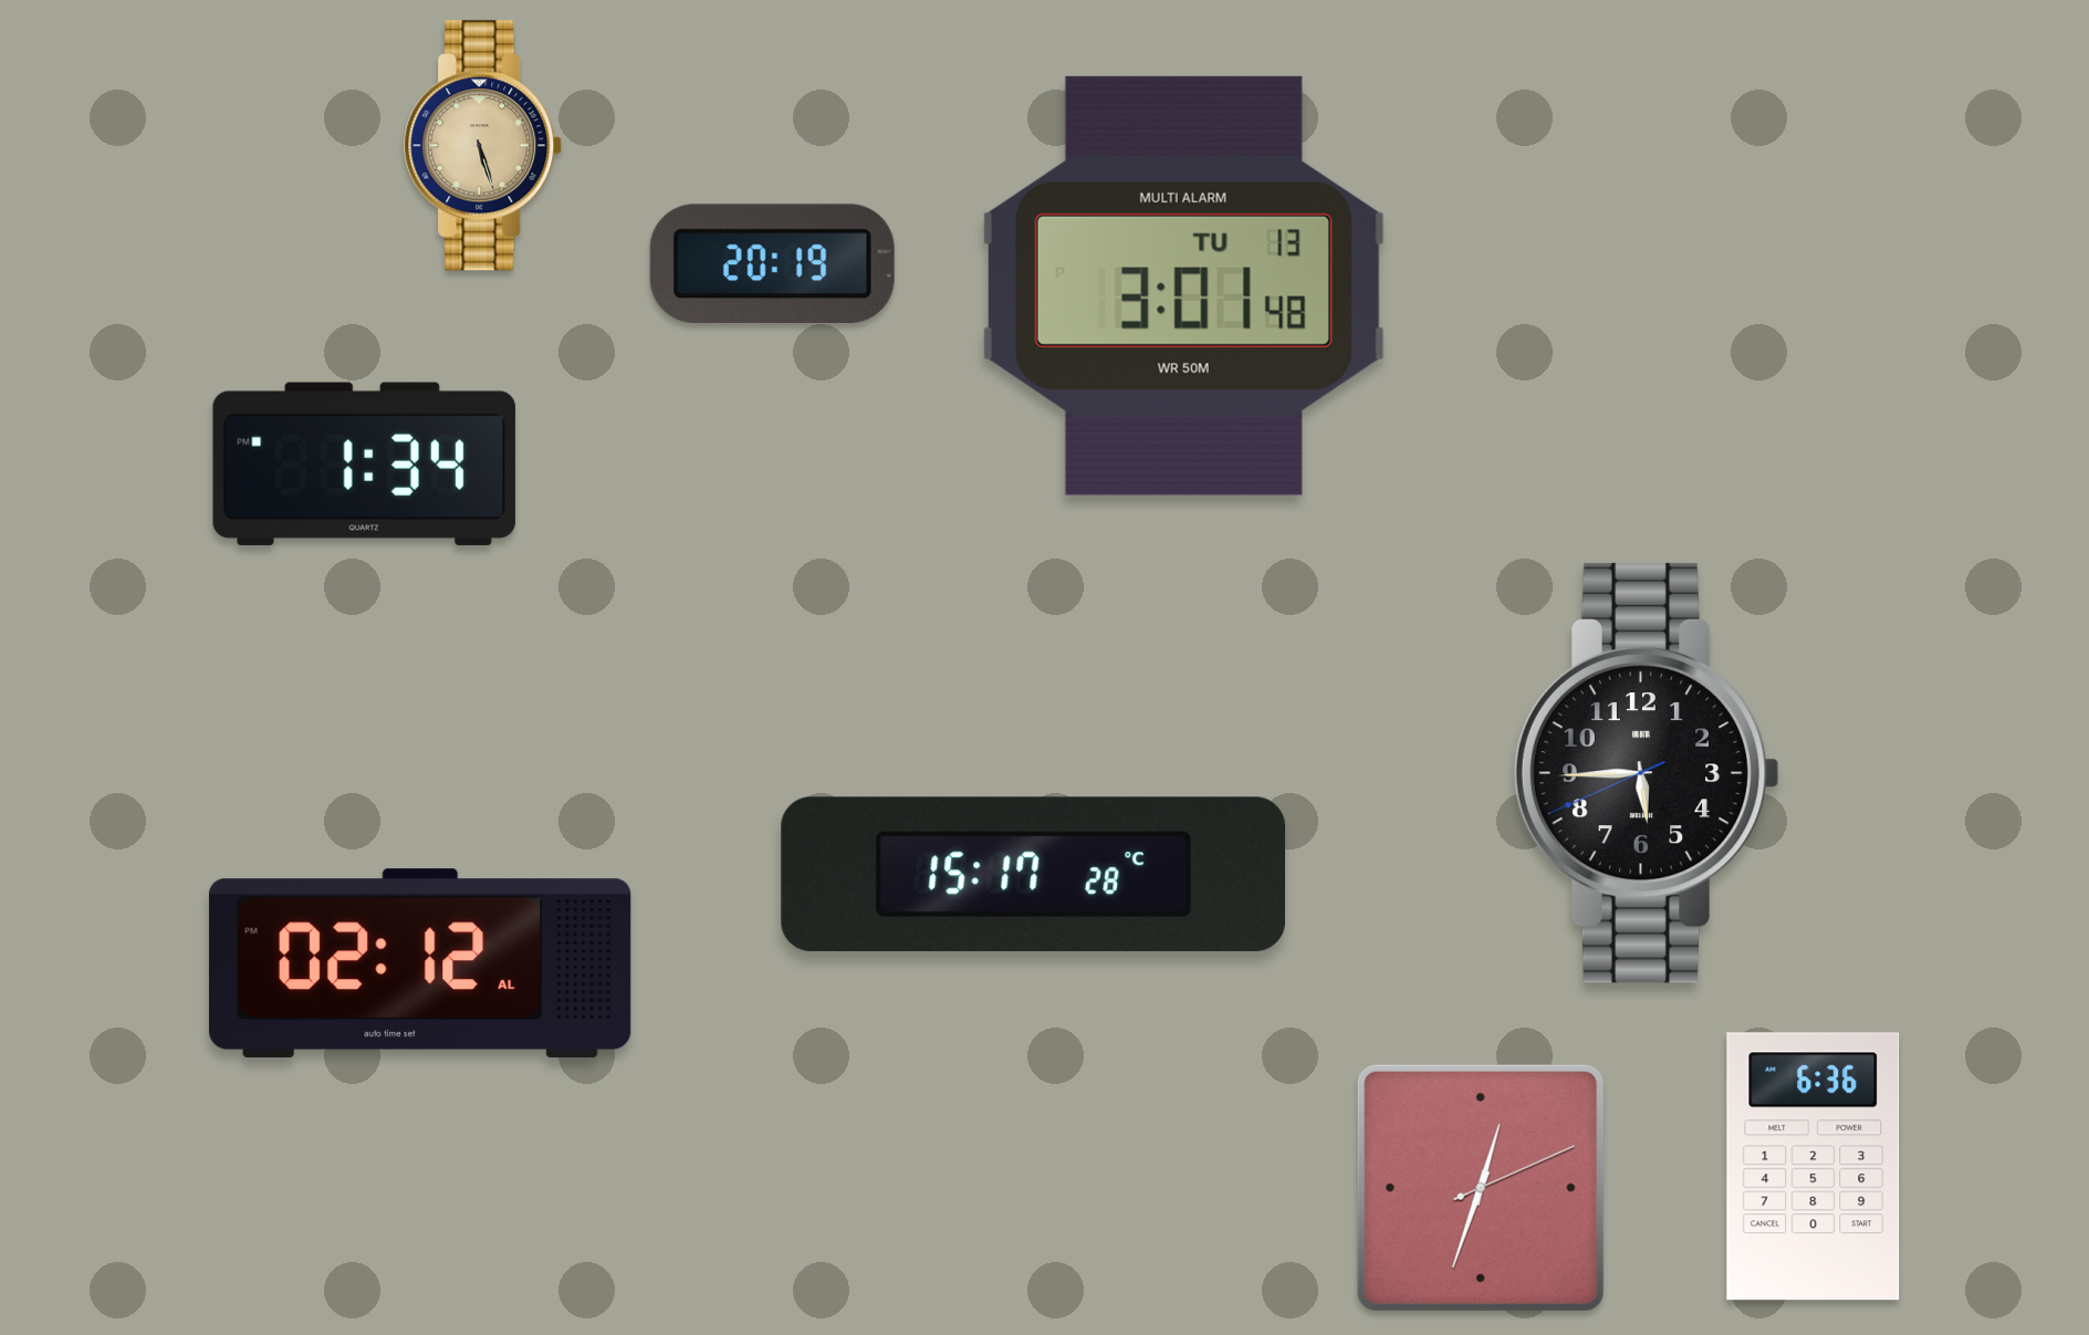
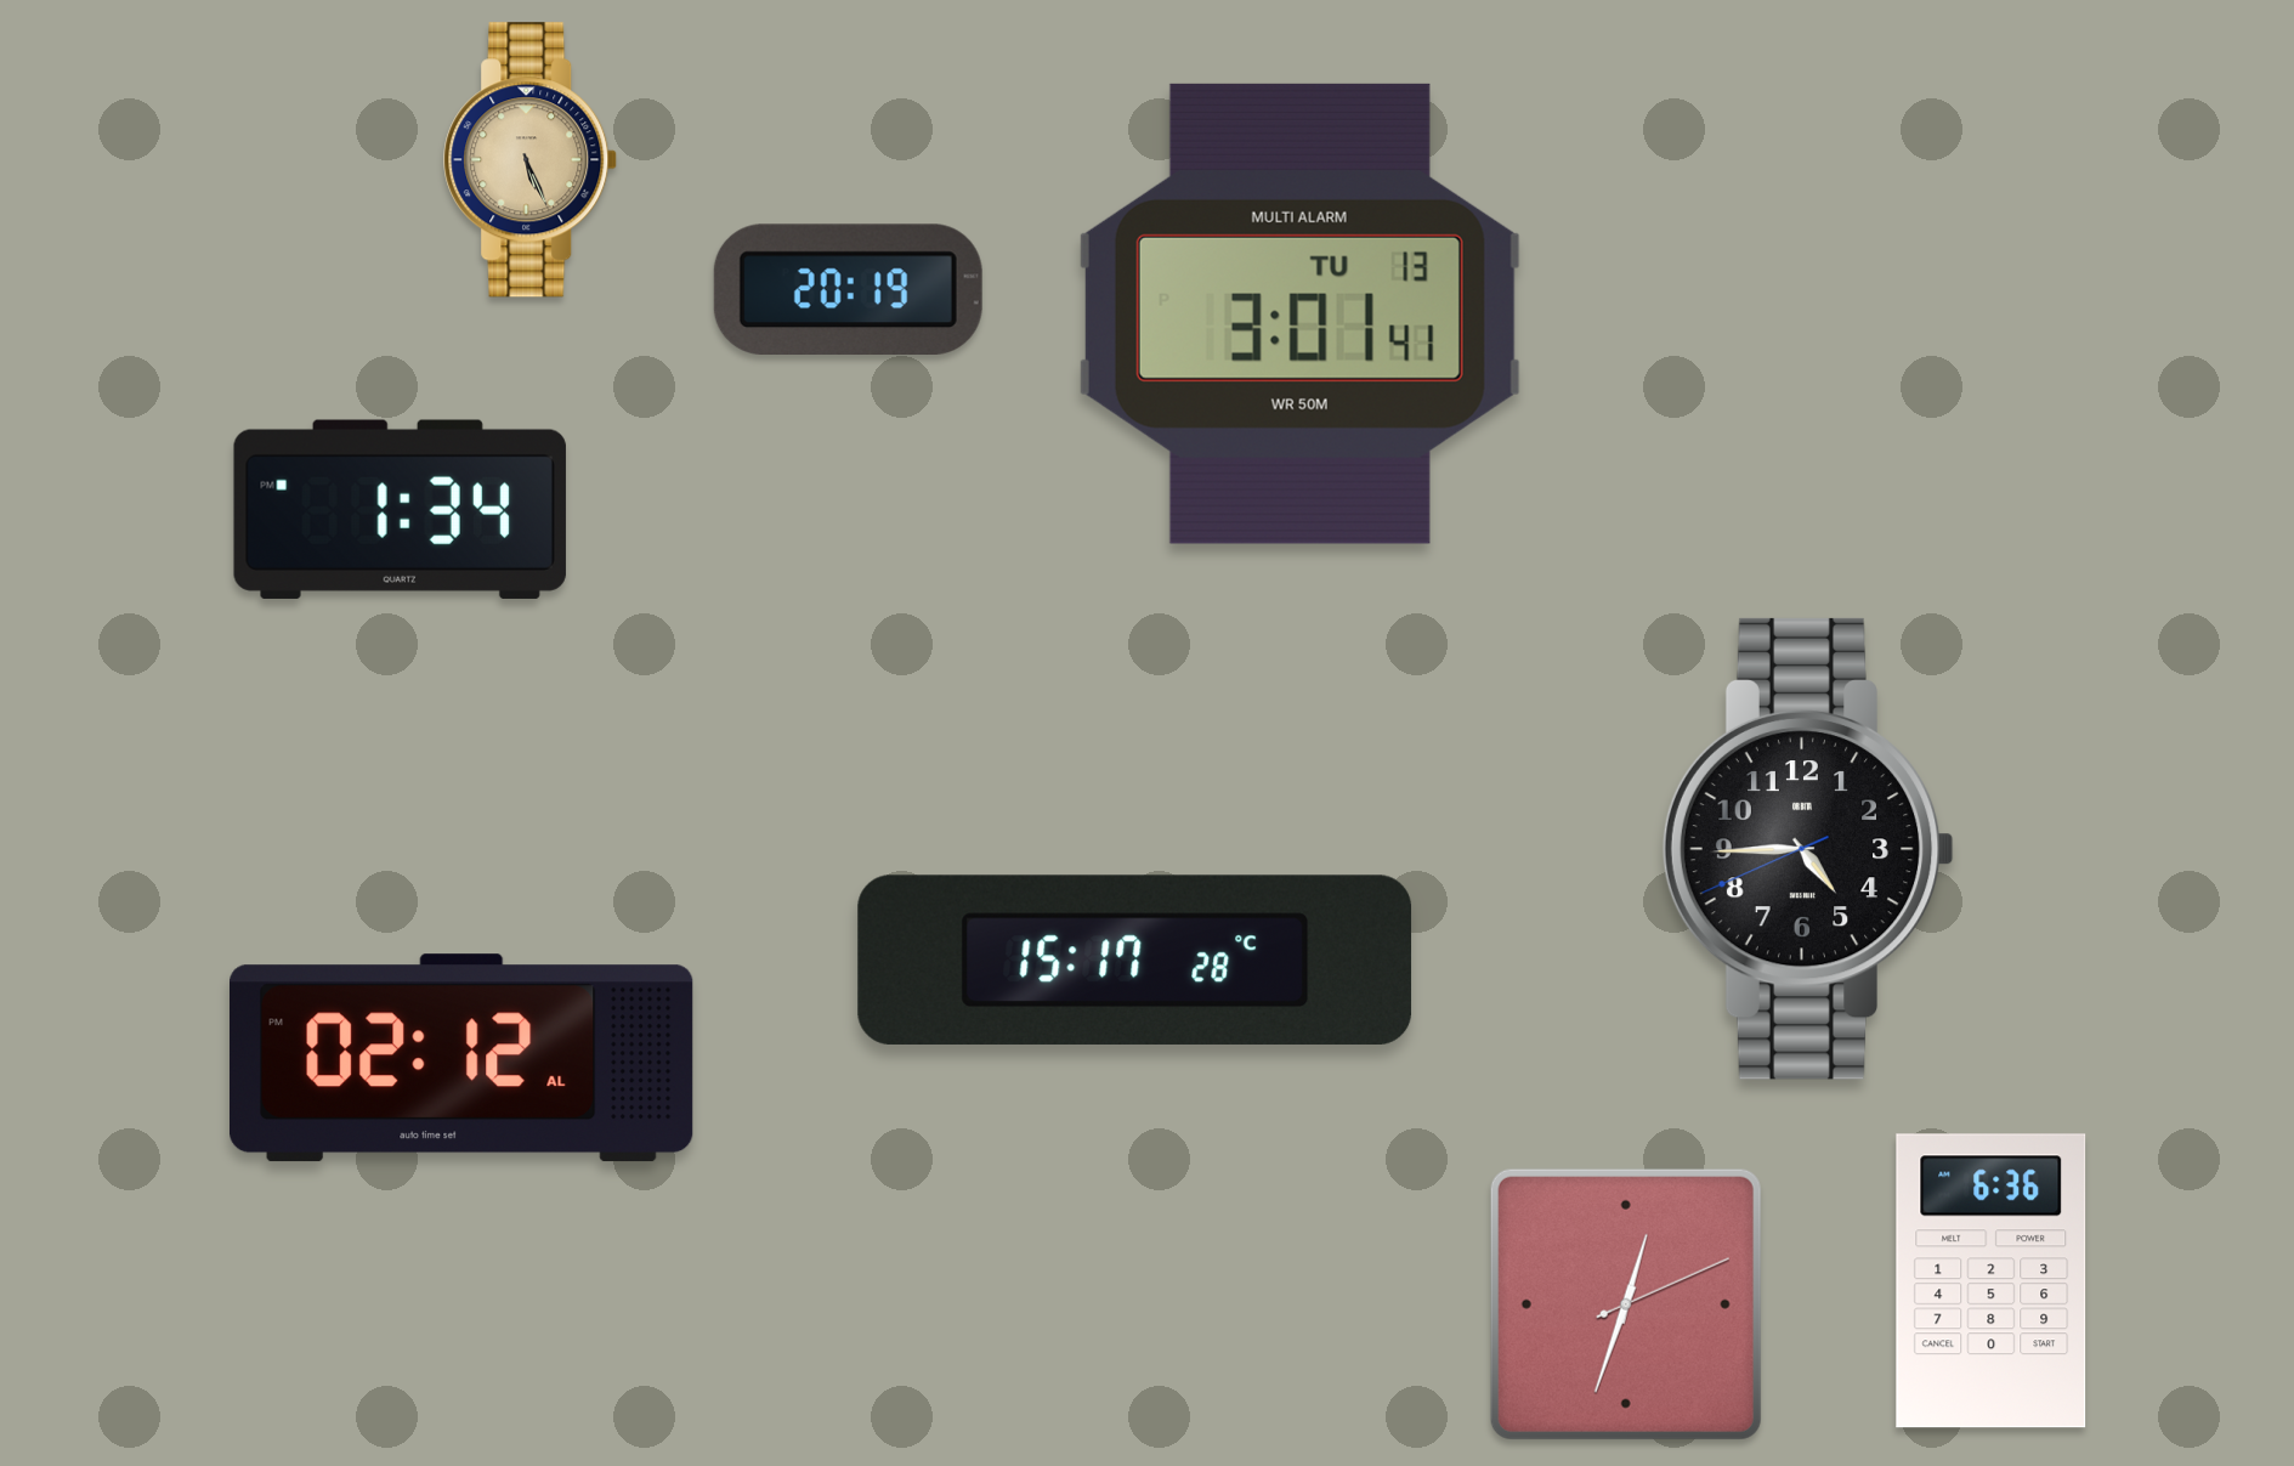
clock at (483, 146): 5:27 -> 5:26
clock at (1183, 285): 3:01:48 -> 3:01:41
clock at (1647, 773): 5:44 -> 4:44
